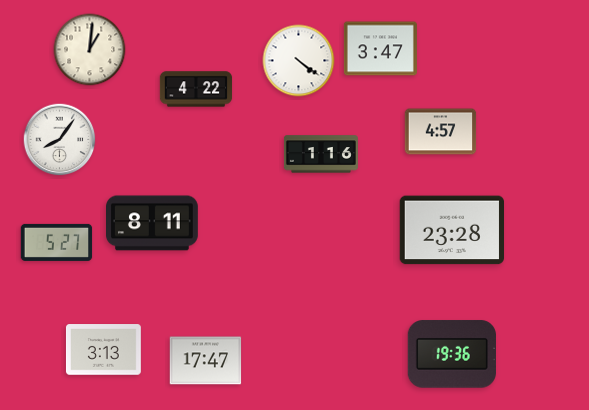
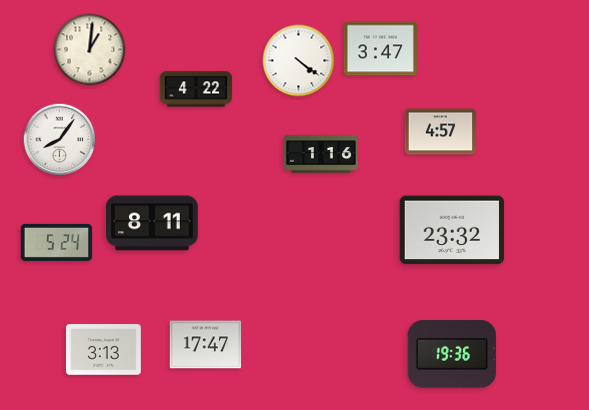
clock at (451, 230): 23:28 -> 23:32
clock at (57, 242): 5:27 -> 5:24
clock at (206, 361) position: (206, 361) -> (206, 345)
